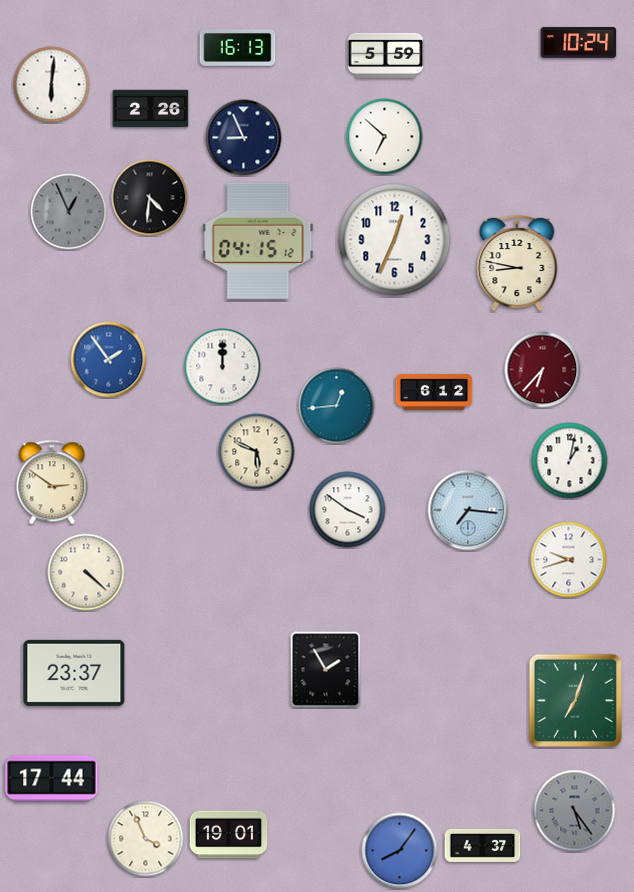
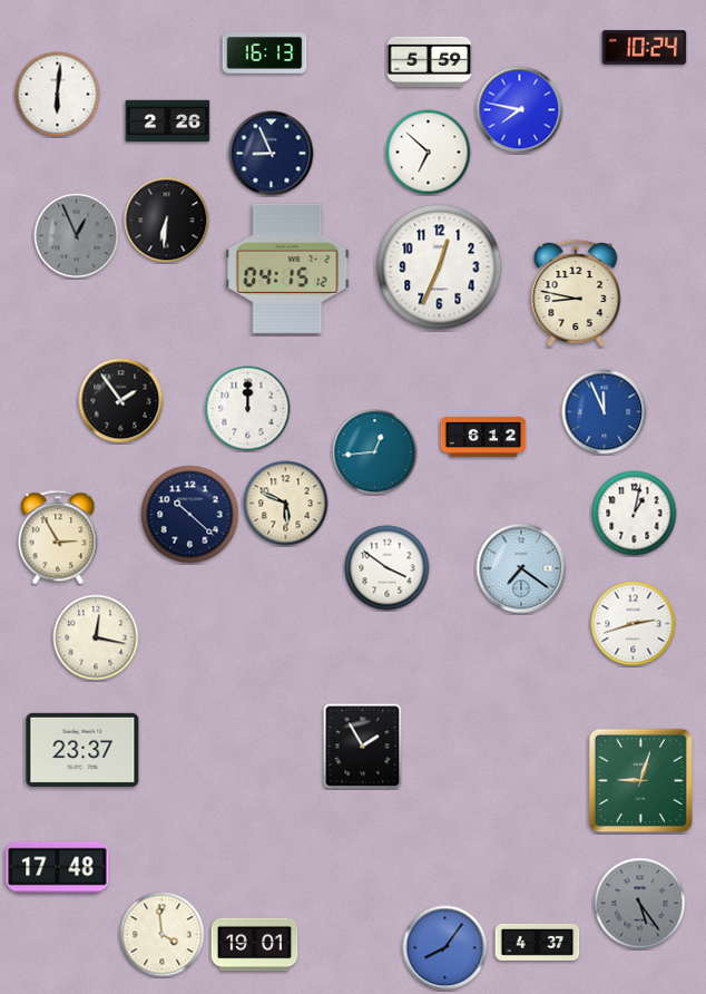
clock at (520, 110): none -> 7:47
clock at (150, 198): 4:31 -> 6:31
clock at (109, 360) dial: blue -> black
clock at (543, 370): 6:37 -> 11:56
clock at (543, 370) dial: burgundy -> blue
clock at (190, 515): none -> 10:22
clock at (52, 482): 2:51 -> 2:55
clock at (468, 510): 7:16 -> 7:21
clock at (569, 560): 9:42 -> 2:42
clock at (86, 572): 4:22 -> 12:17
clock at (575, 700): 7:03 -> 9:03
clock at (52, 779): 17:44 -> 17:48
clock at (229, 835) position: (229, 835) -> (255, 945)
clock at (146, 839): 3:56 -> 3:59
